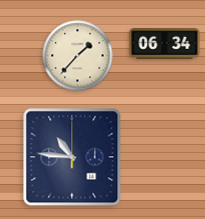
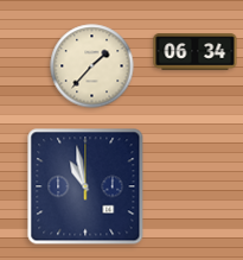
clock at (72, 157): 10:46 -> 10:58
